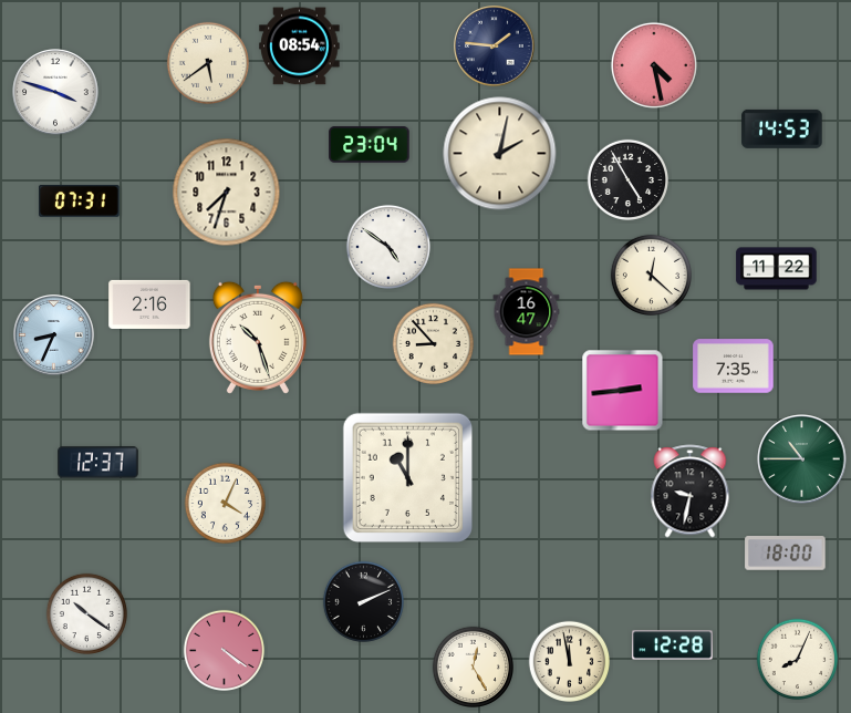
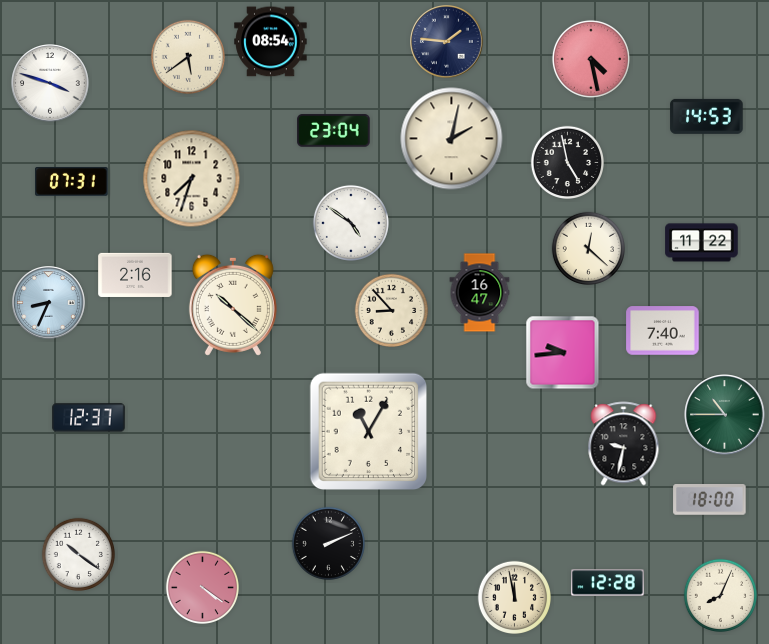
clock at (627, 179): 4:55 -> 4:58
clock at (227, 193) position: (227, 193) -> (192, 179)
clock at (527, 312) position: (527, 312) -> (480, 293)
clock at (258, 338): 10:27 -> 10:22
clock at (734, 366): 7:35 -> 7:40
clock at (623, 391): 2:44 -> 9:44
clock at (407, 477): 11:00 -> 11:05
clock at (225, 503): 4:04 -> none
clock at (473, 666): 12:25 -> none
